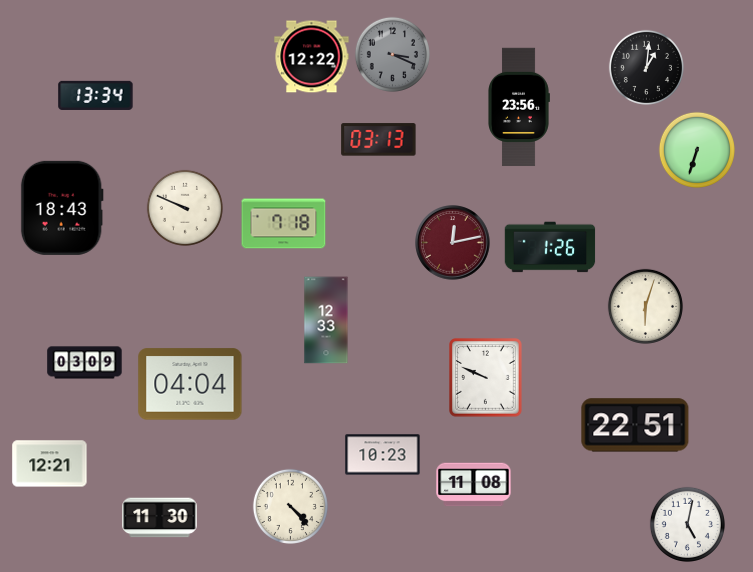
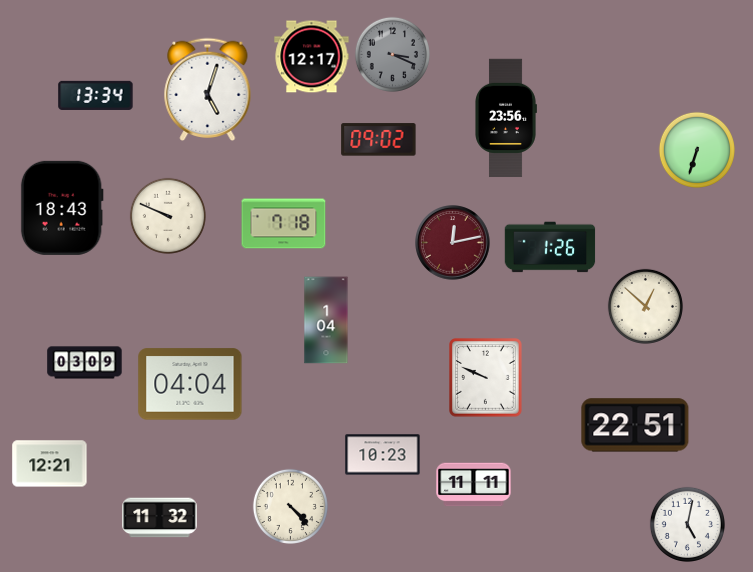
clock at (312, 57): 12:22 -> 12:17
clock at (646, 67): 1:01 -> none
clock at (208, 89): none -> 5:03
clock at (519, 107) position: (519, 107) -> (506, 118)
clock at (379, 140): 03:13 -> 09:02
clock at (185, 208) position: (185, 208) -> (168, 216)
clock at (645, 306): 6:03 -> 12:52
clock at (326, 320): 12:33 -> 1:04
clock at (474, 485): 11:08 -> 11:11
clock at (160, 518): 11:30 -> 11:32
